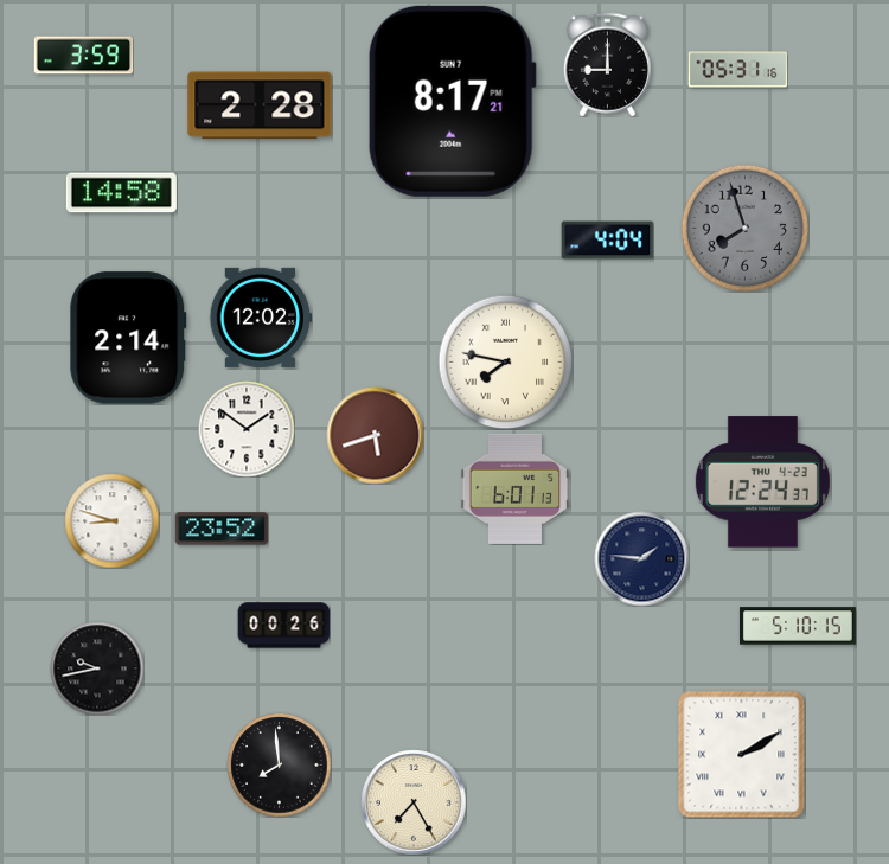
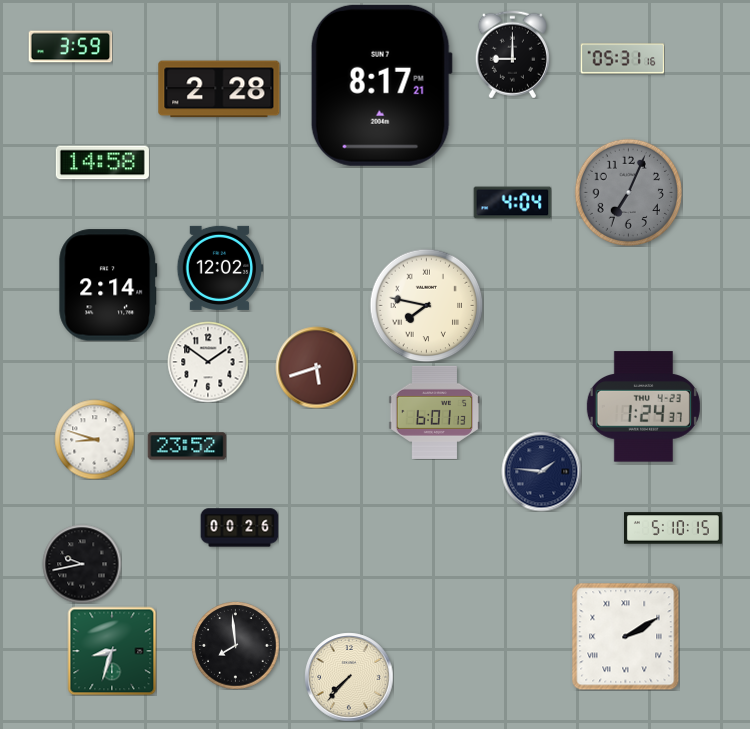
clock at (744, 228): 7:57 -> 7:04
clock at (762, 482): 12:24 -> 1:24
clock at (112, 651): none -> 8:33
clock at (414, 802): 7:25 -> 7:37
